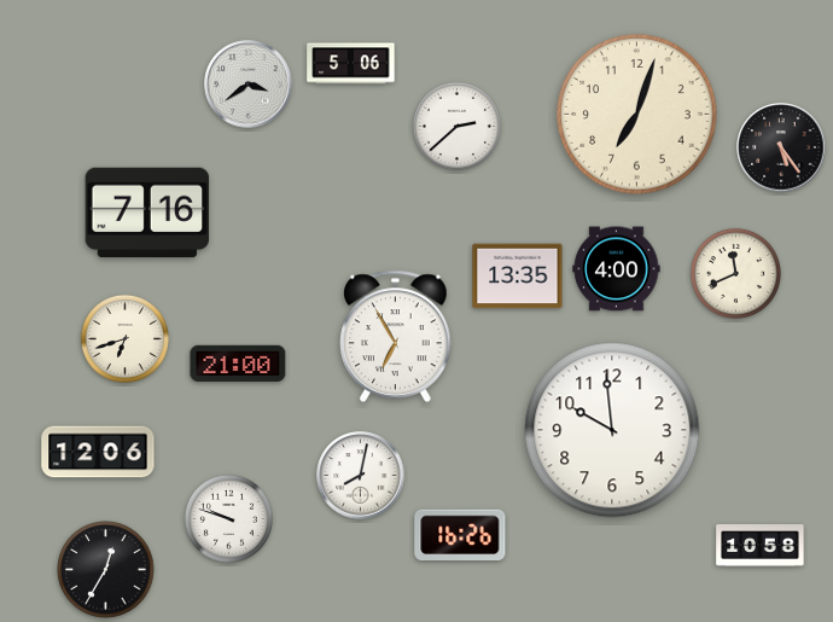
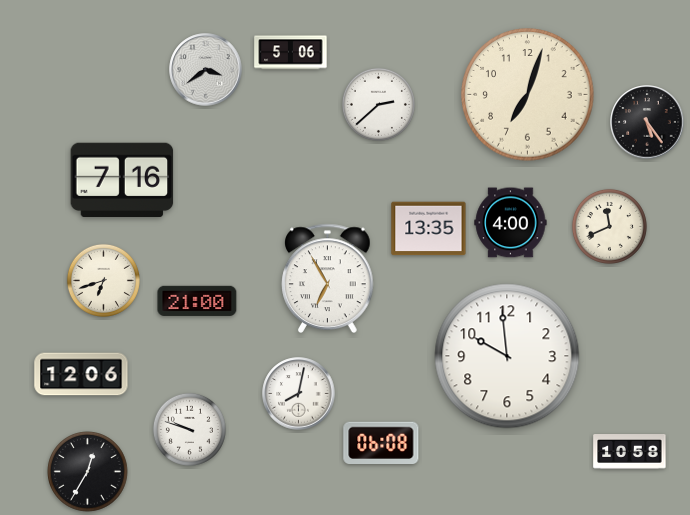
clock at (147, 211) position: (147, 211) -> (122, 179)
clock at (460, 534): 16:26 -> 06:08
